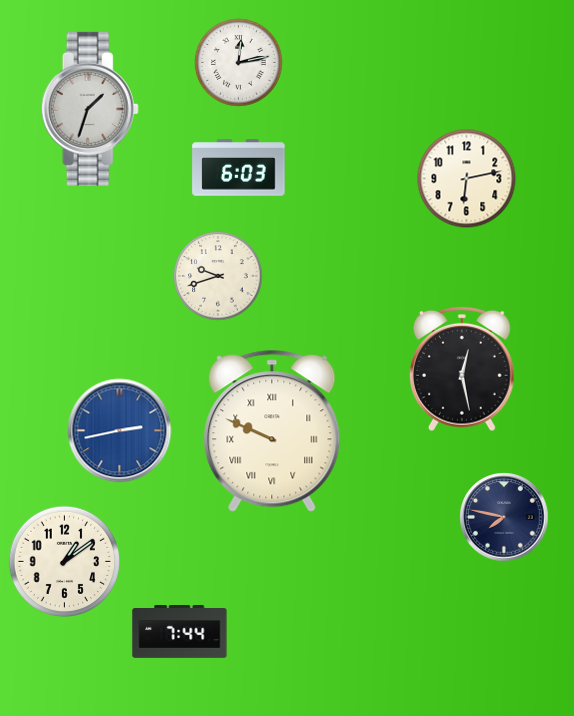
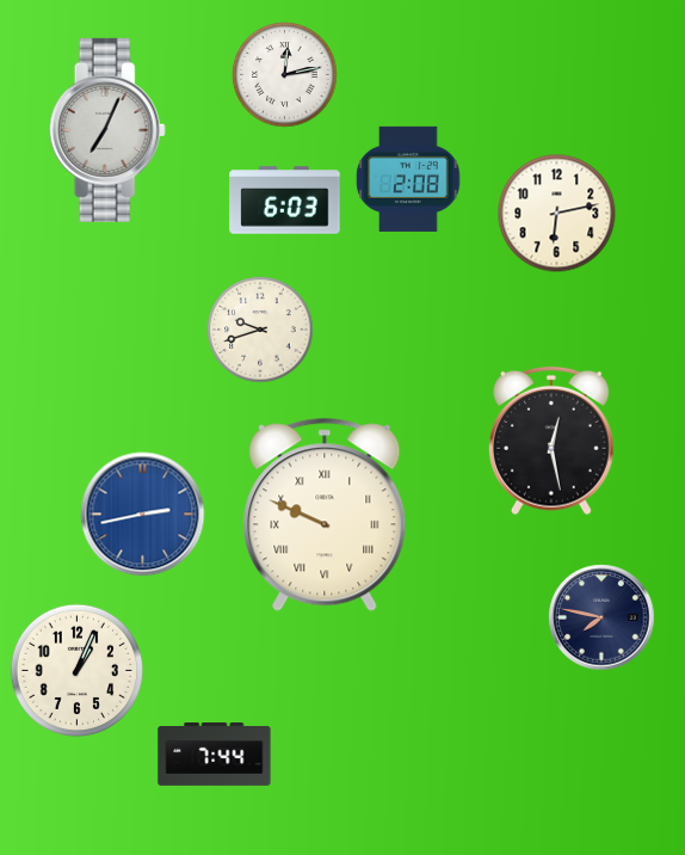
clock at (90, 109): 1:33 -> 7:04
clock at (408, 179): none -> 2:08
clock at (64, 561): 1:09 -> 1:04
